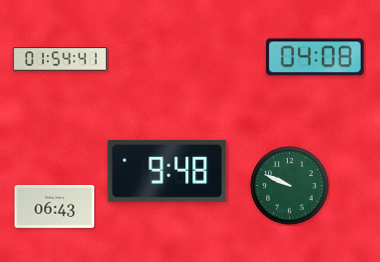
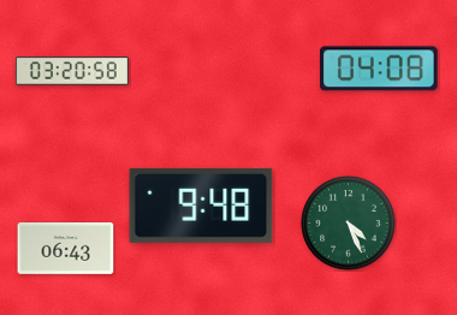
clock at (60, 59): 01:54 -> 03:20
clock at (290, 186): 9:49 -> 4:26
